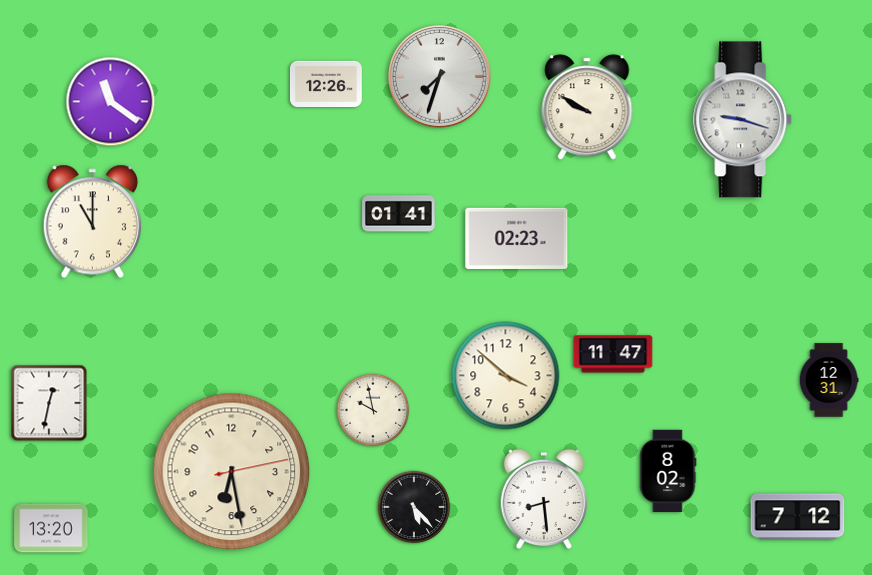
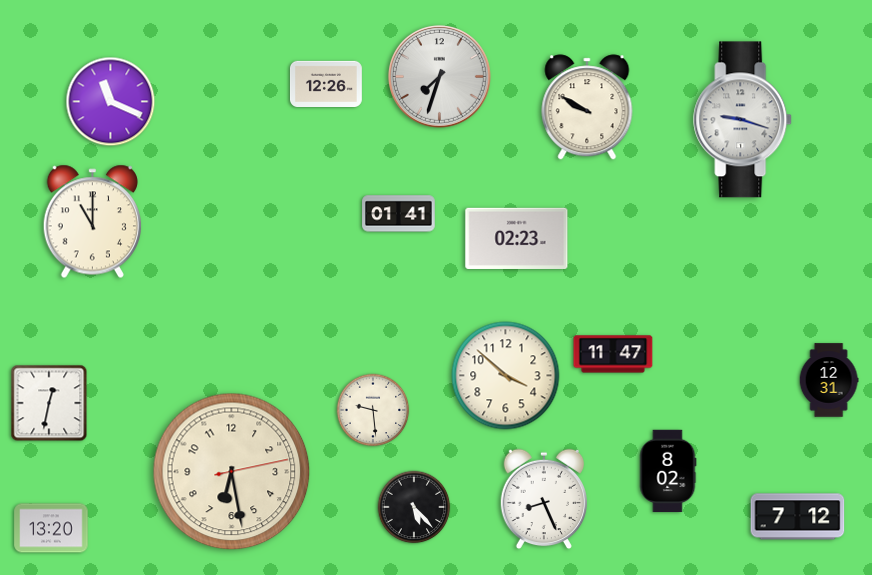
clock at (111, 102): 11:21 -> 11:19
clock at (373, 410): 9:58 -> 9:29
clock at (543, 499): 8:29 -> 8:26
